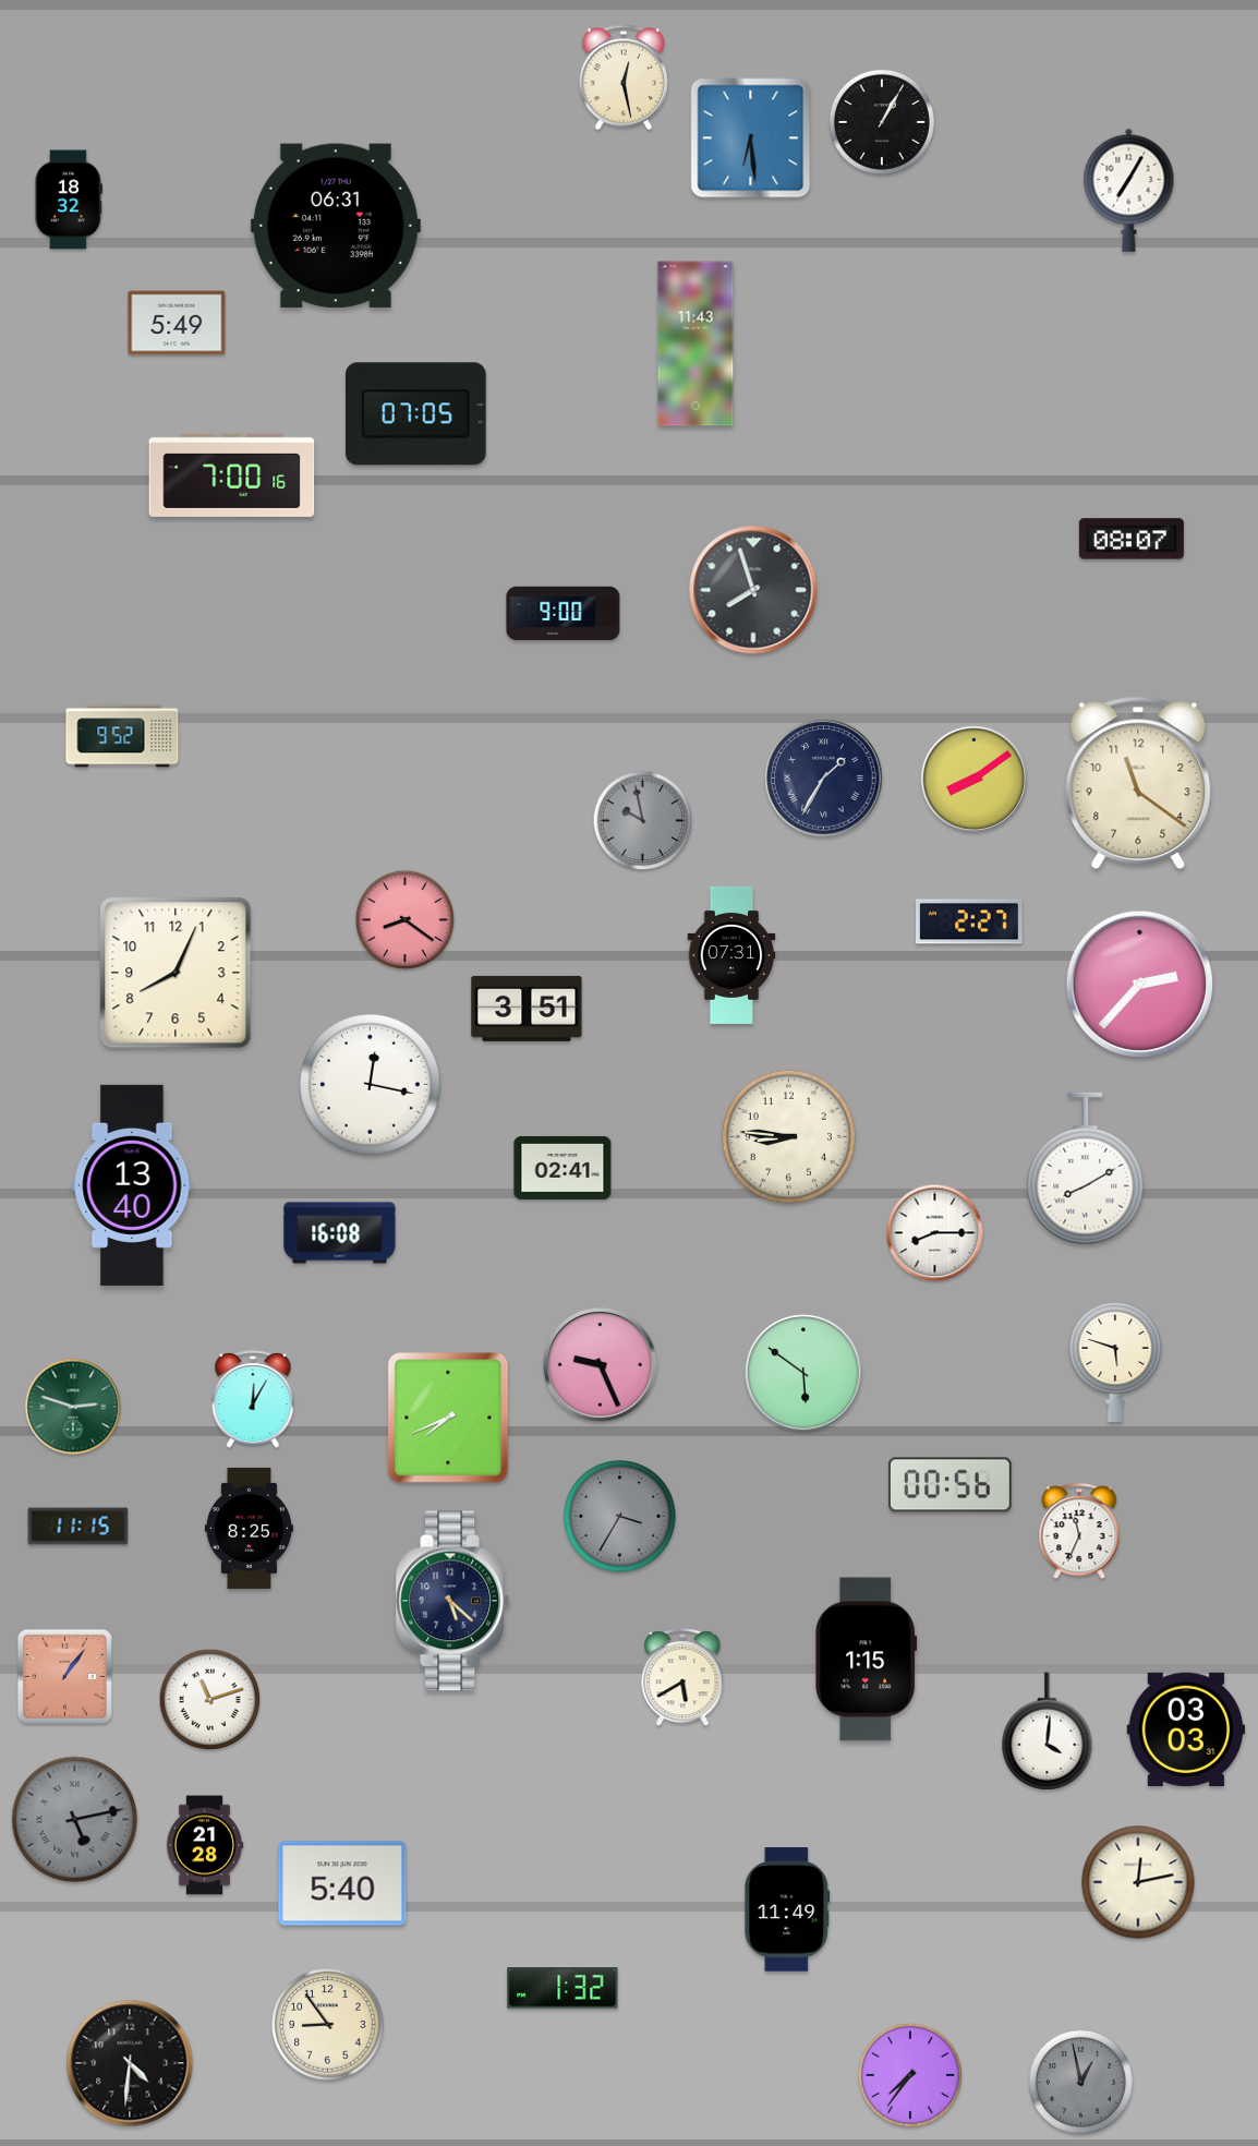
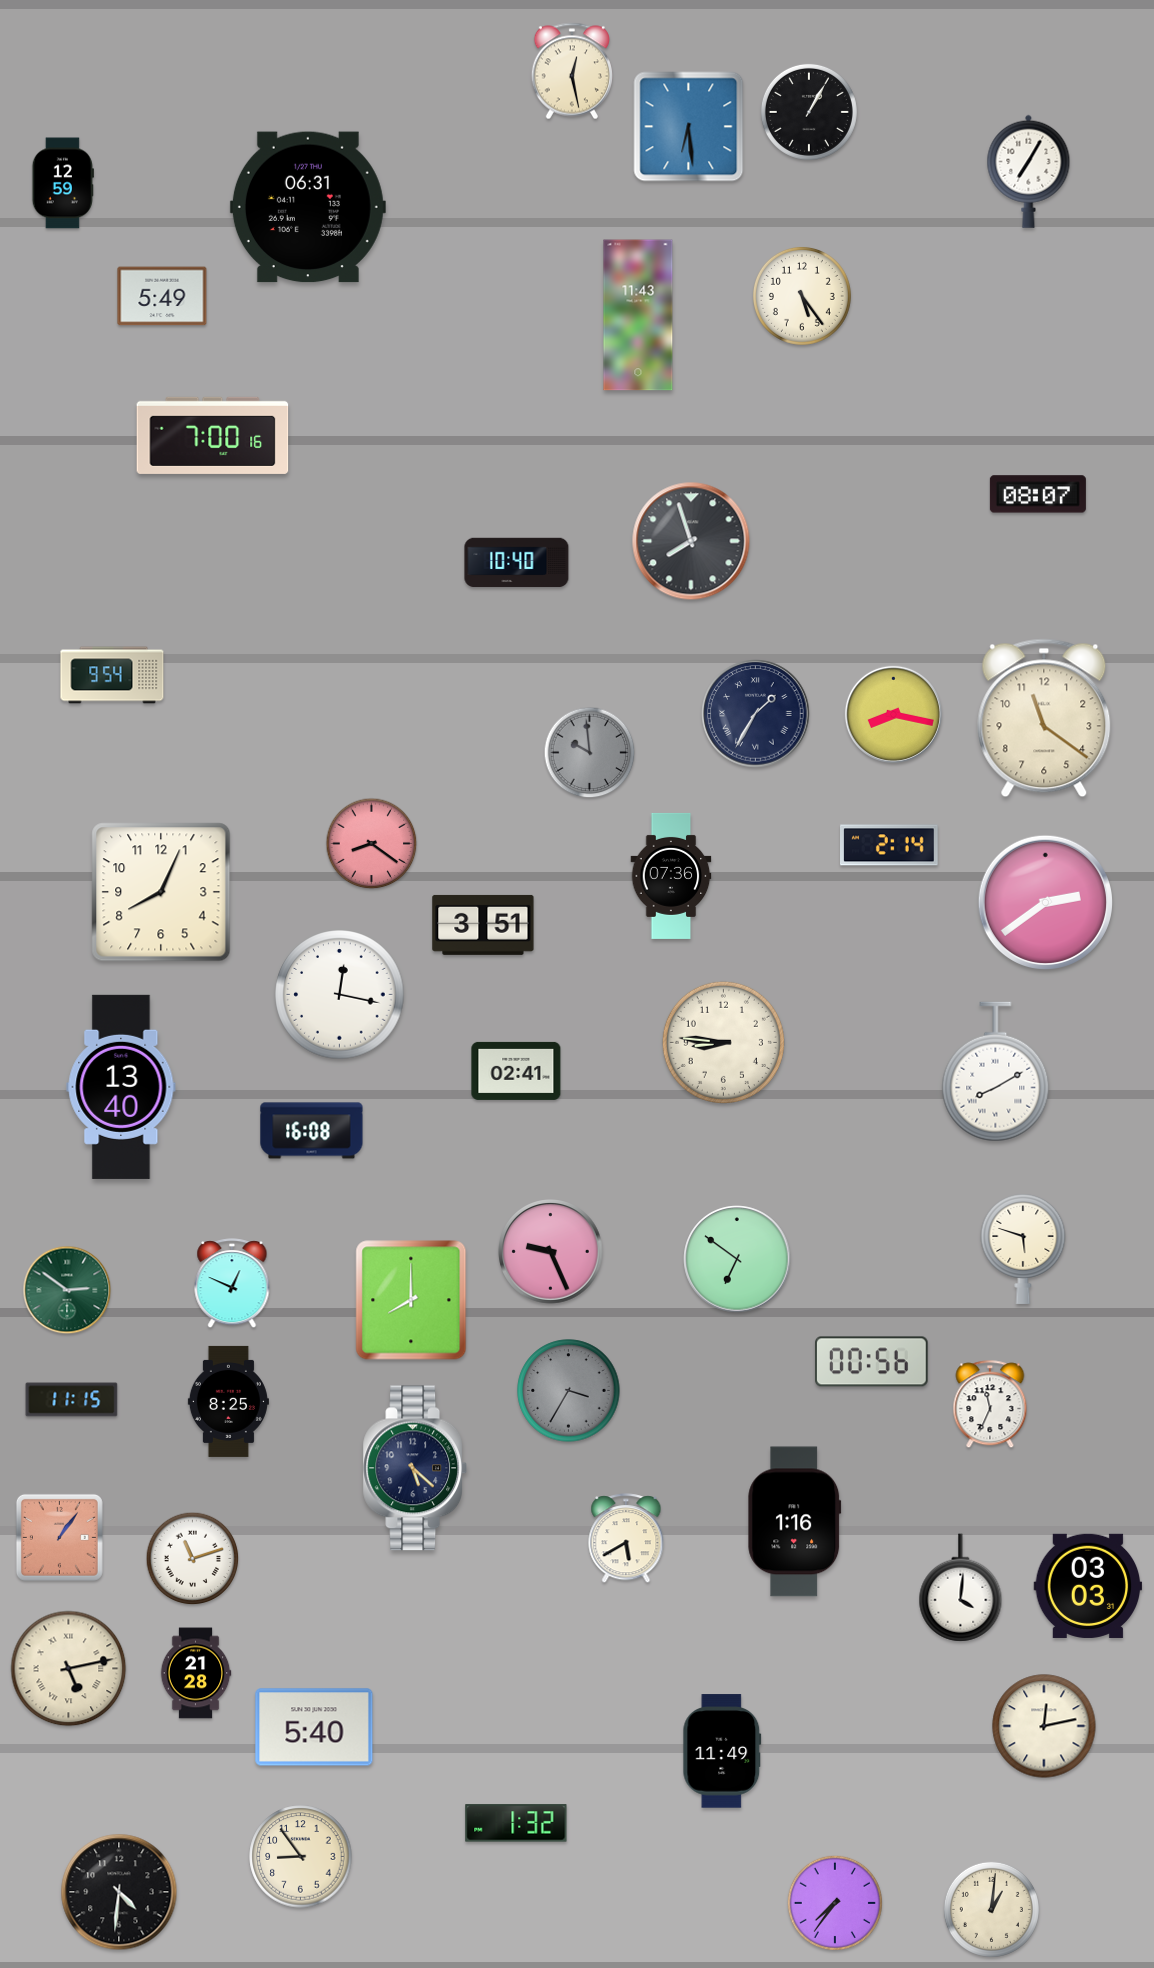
clock at (1129, 190) position: (1129, 190) -> (1029, 171)
clock at (69, 200): 18:32 -> 12:59
clock at (802, 296): none -> 5:24
clock at (416, 414): 07:05 -> none
clock at (564, 614): 9:00 -> 10:40
clock at (122, 736): 9:52 -> 9:54
clock at (973, 779): 8:09 -> 8:17
clock at (643, 821): 9:58 -> 9:59
clock at (970, 921): 2:27 -> 2:14
clock at (731, 955): 07:31 -> 07:36
clock at (1139, 984): 2:37 -> 2:39
clock at (935, 1233): 8:15 -> none
clock at (803, 1373): 5:51 -> 6:51
clock at (253, 1400): 12:05 -> 12:49
clock at (73, 1407): 2:48 -> 2:51
clock at (448, 1418): 7:41 -> 8:00
clock at (867, 1660): 1:15 -> 1:16
clock at (75, 1820) dial: grey -> cream
clock at (205, 1845) position: (205, 1845) -> (196, 1673)
clock at (1080, 2082): 12:58 -> 1:01
clock at (1080, 2082) dial: grey -> cream
